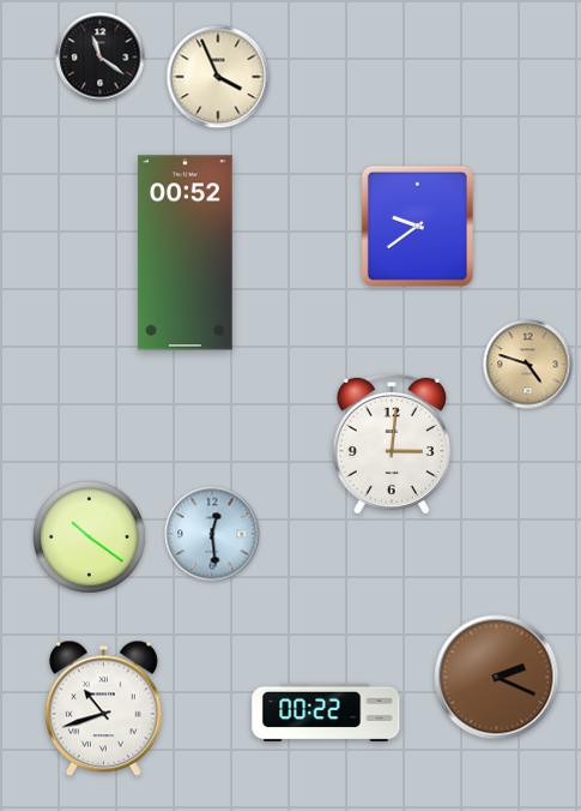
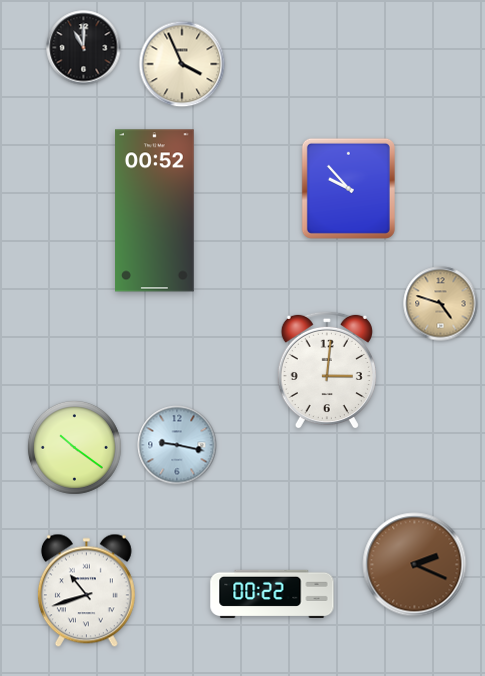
clock at (101, 58): 11:21 -> 11:00
clock at (417, 226): 9:39 -> 9:53
clock at (212, 534): 12:29 -> 9:17
